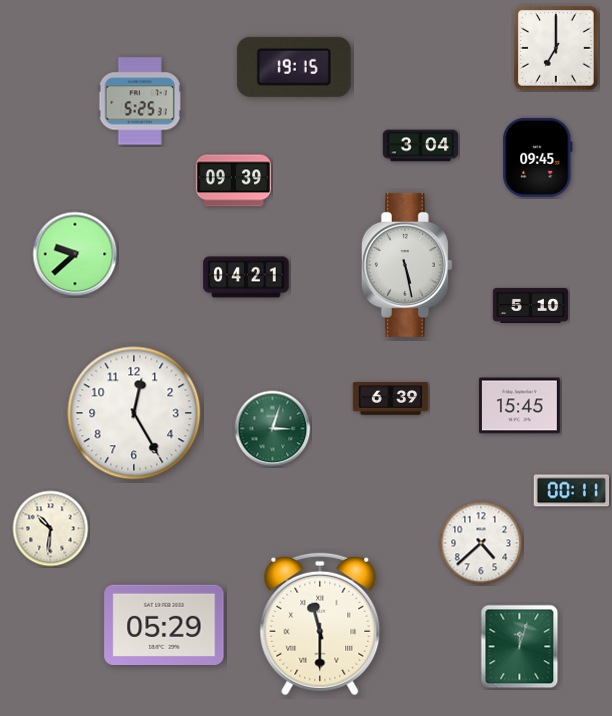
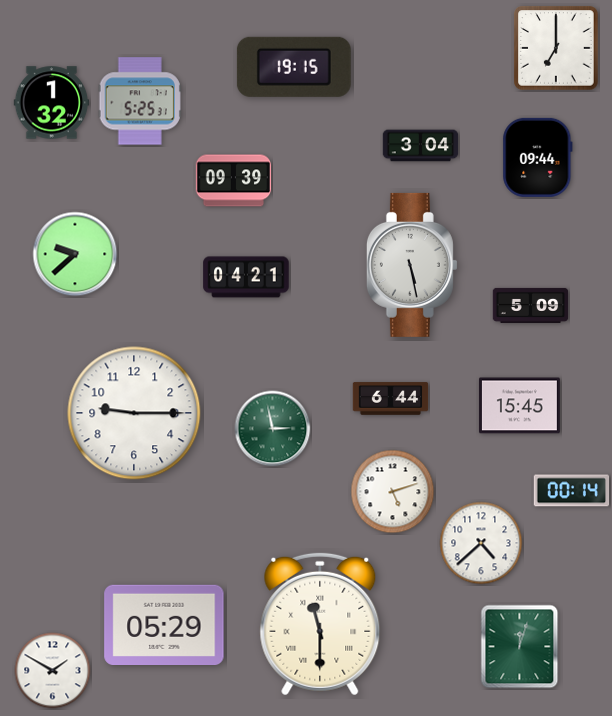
clock at (52, 103): none -> 1:32
clock at (538, 157): 09:45 -> 09:44
clock at (407, 265) position: (407, 265) -> (412, 265)
clock at (531, 305): 5:10 -> 5:09
clock at (391, 399): 6:39 -> 6:44
clock at (134, 413): 12:25 -> 9:15
clock at (273, 429): 3:03 -> 2:58
clock at (572, 491): 00:11 -> 00:14
clock at (393, 492): none -> 5:12
clock at (51, 529): 10:31 -> none
clock at (53, 671): none -> 1:50
